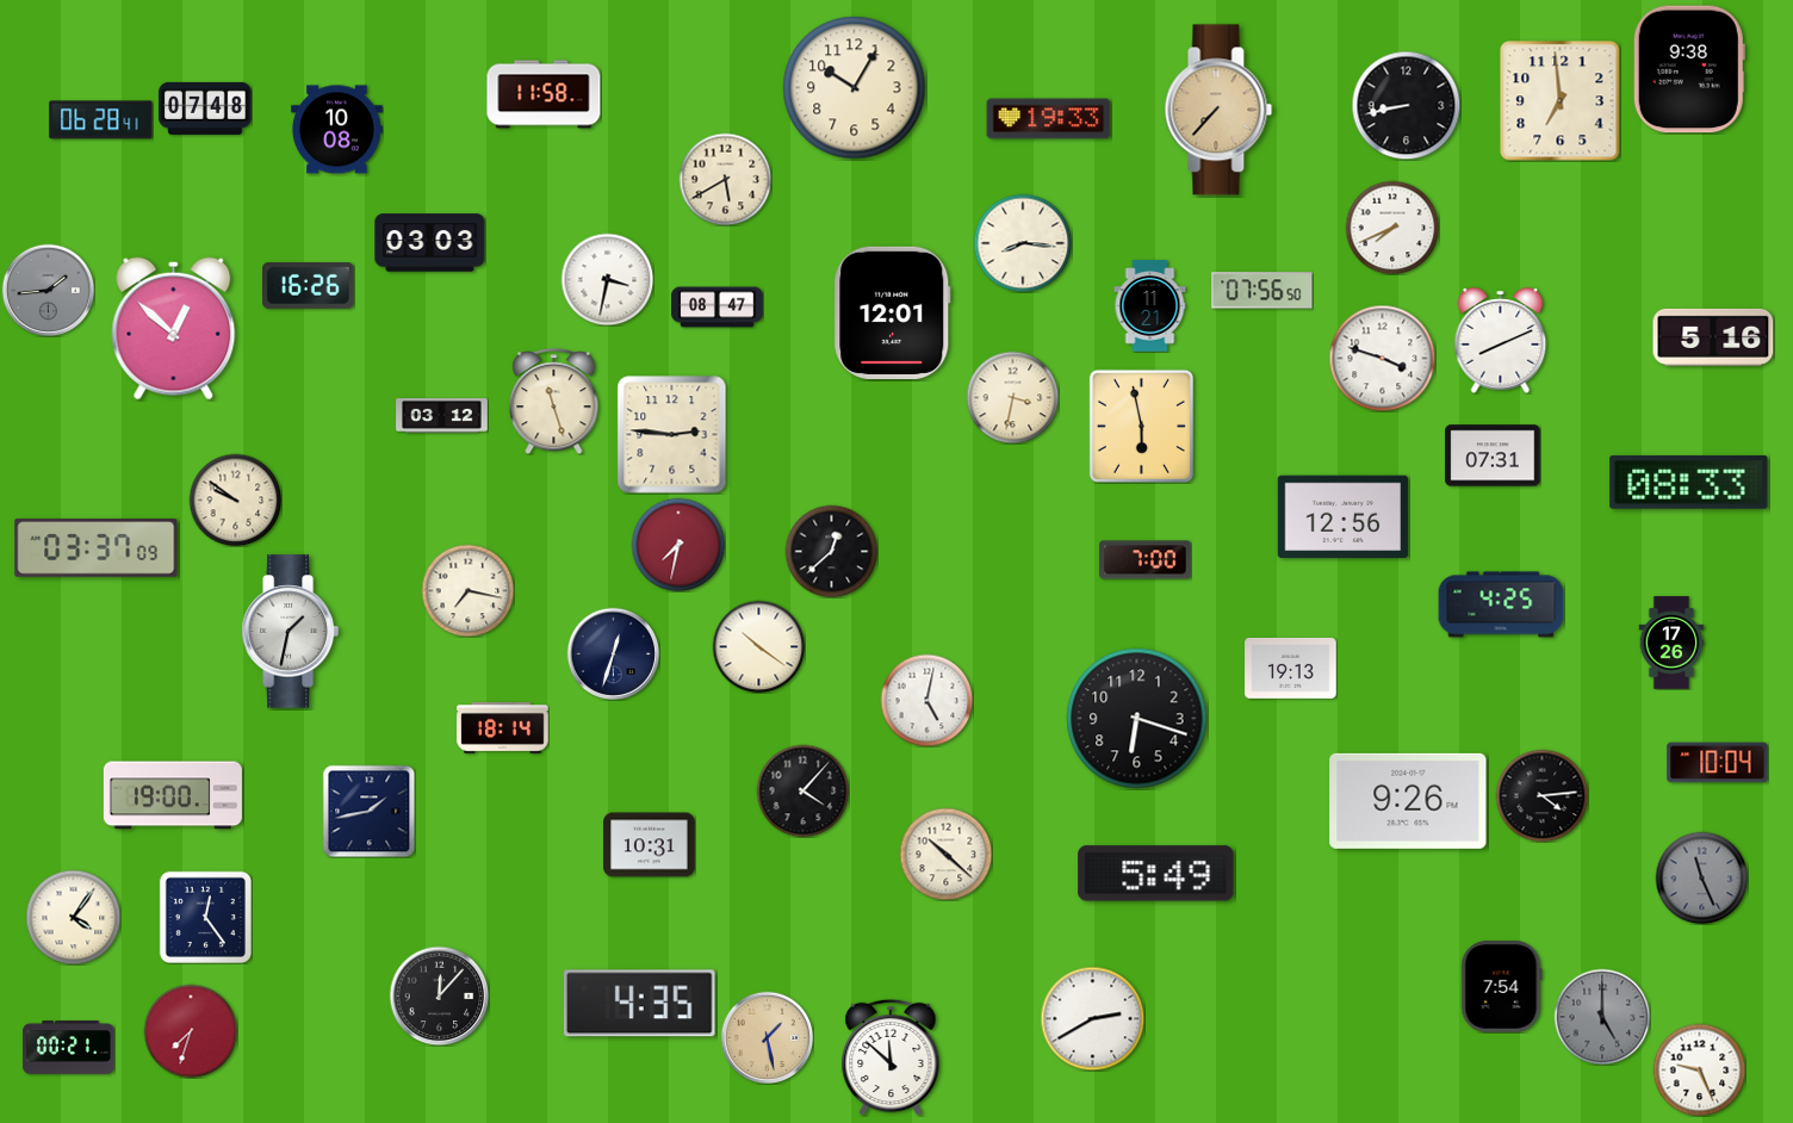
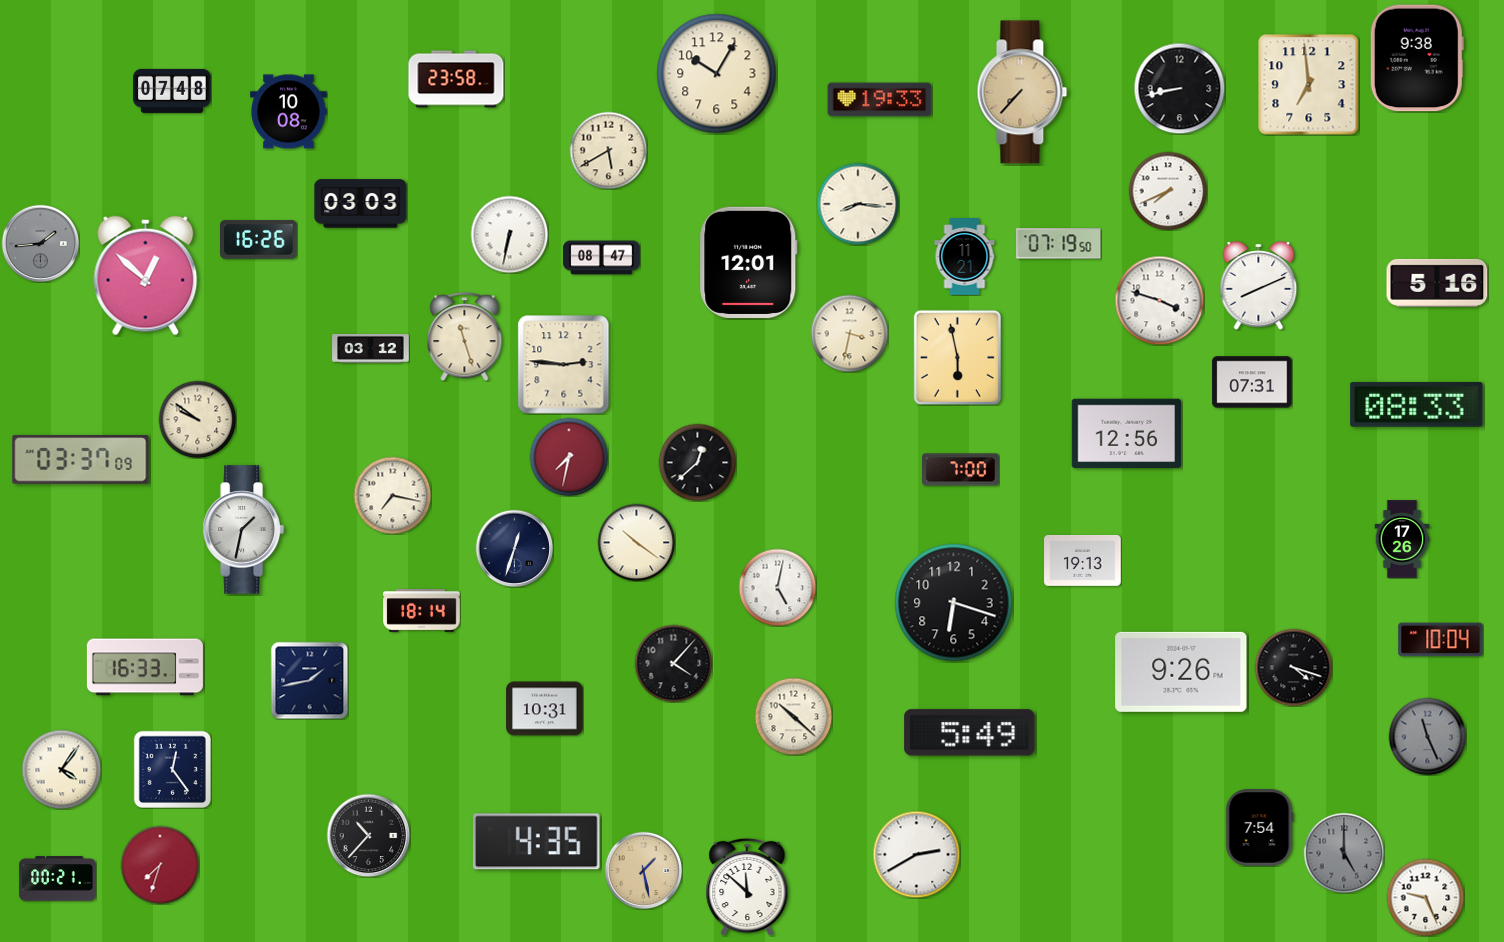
clock at (544, 94): 11:58 -> 23:58
clock at (101, 120): 06:28 -> none
clock at (337, 130) position: (337, 130) -> (289, 112)
clock at (607, 279): 3:32 -> 6:32
clock at (1262, 291): 07:56 -> 07:19
clock at (1501, 604): 4:25 -> none
clock at (173, 795): 19:00 -> 16:33
clock at (1541, 795): 4:14 -> 4:18
clock at (439, 995): 12:07 -> 10:37
